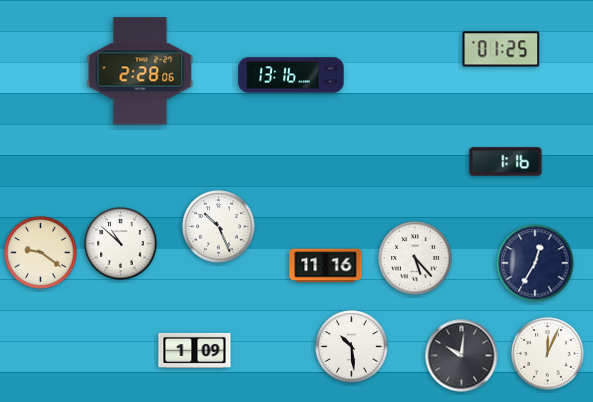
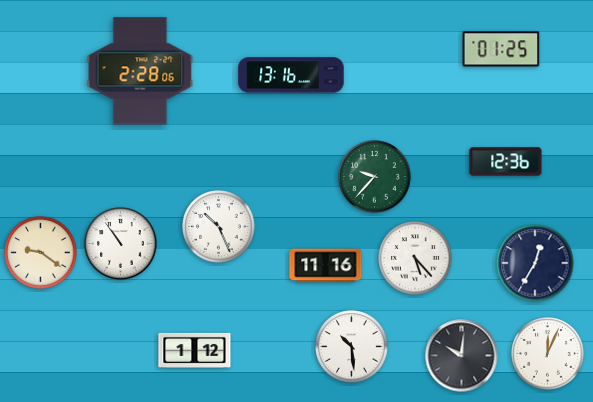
clock at (506, 162): 1:16 -> 12:36
clock at (375, 177): none -> 9:37
clock at (121, 244): 10:52 -> 10:54
clock at (195, 350): 1:09 -> 1:12
